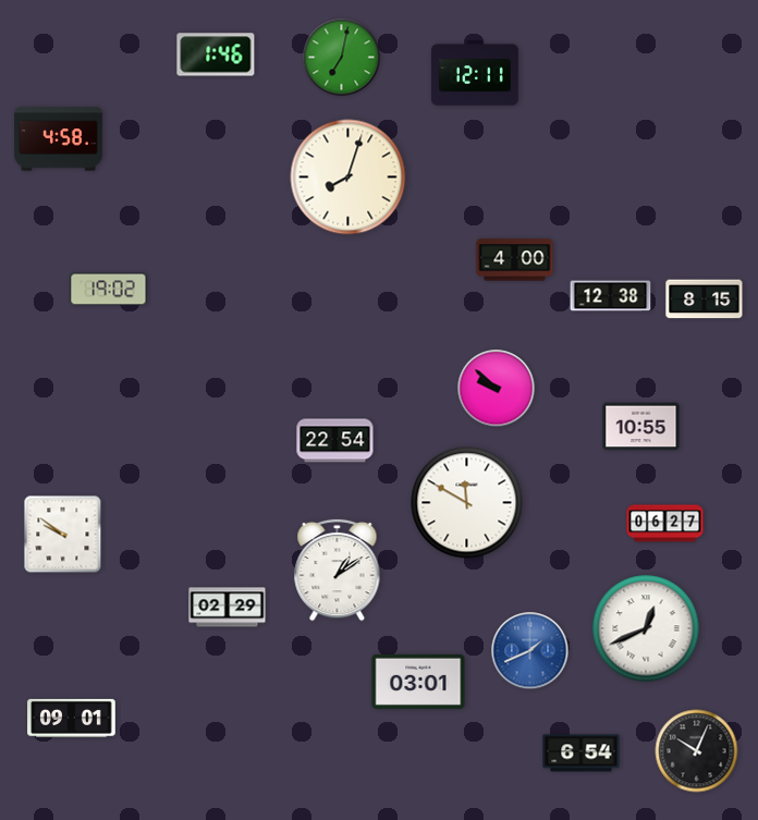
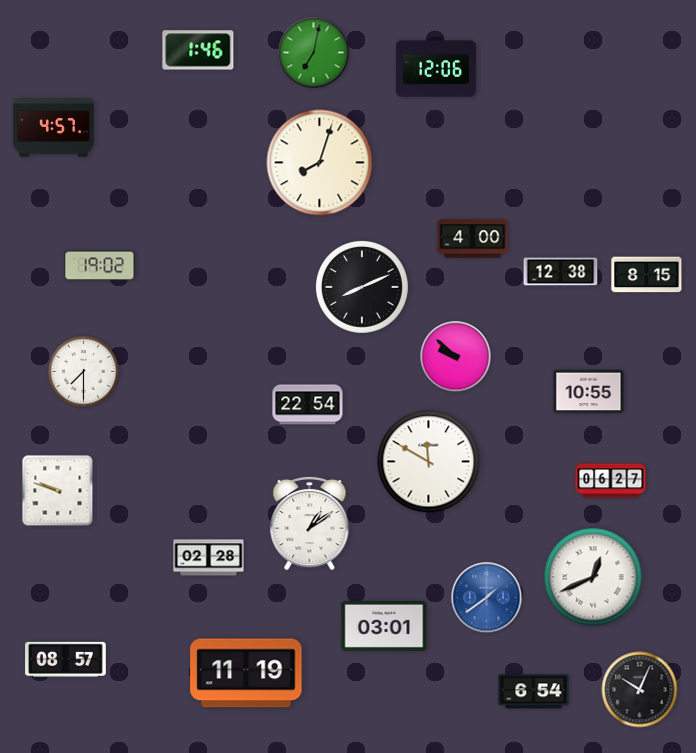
clock at (476, 73): 12:11 -> 12:06
clock at (59, 139): 4:58 -> 4:57
clock at (362, 287): none -> 8:11
clock at (84, 372): none -> 7:30
clock at (63, 535): 9:51 -> 9:48
clock at (228, 608): 02:29 -> 02:28
clock at (530, 651): 1:41 -> 1:39
clock at (72, 718): 09:01 -> 08:57
clock at (246, 673): none -> 11:19
